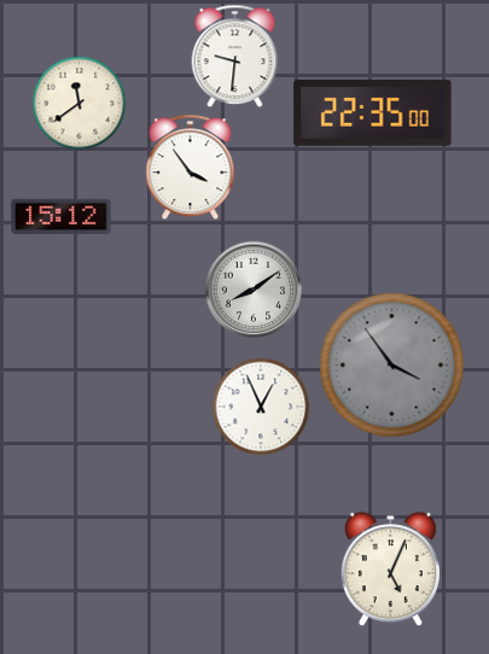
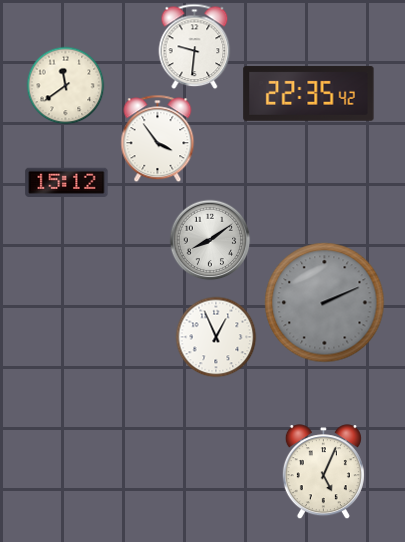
clock at (373, 112): 22:35:00 -> 22:35:42
clock at (62, 216) position: (62, 216) -> (67, 182)
clock at (392, 366): 3:54 -> 2:11
